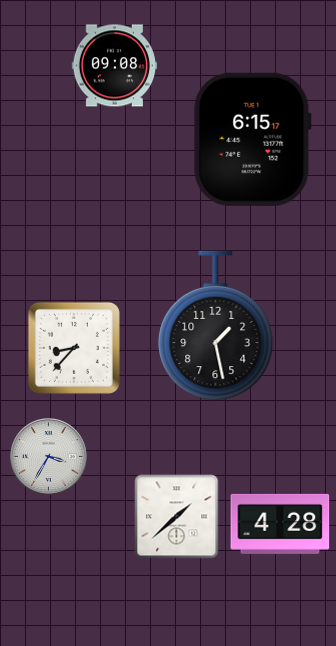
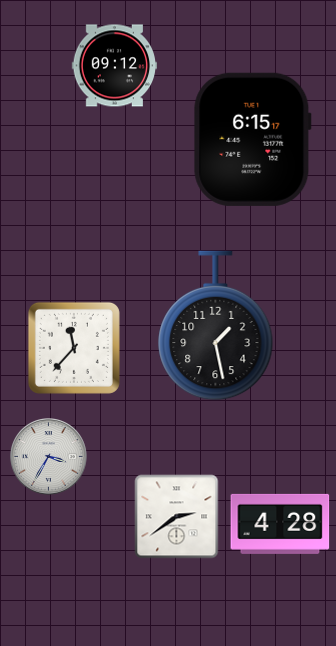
clock at (114, 66): 09:08 -> 09:12
clock at (74, 348): 8:37 -> 11:37
clock at (177, 517): 1:38 -> 2:39
